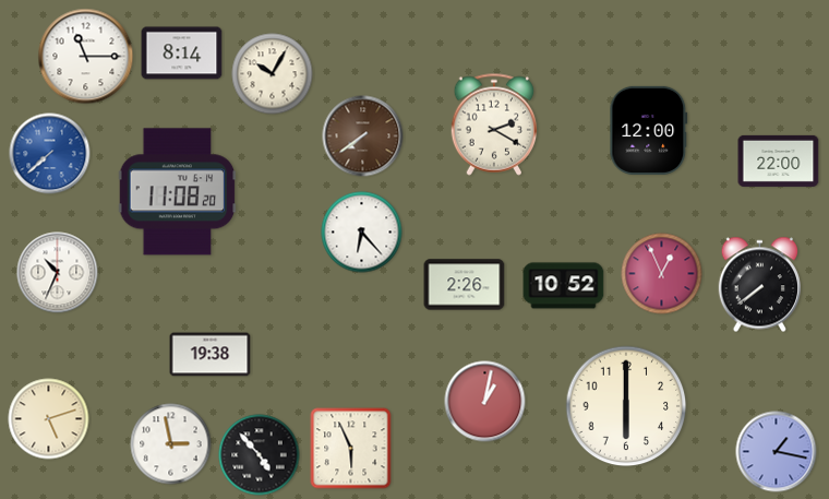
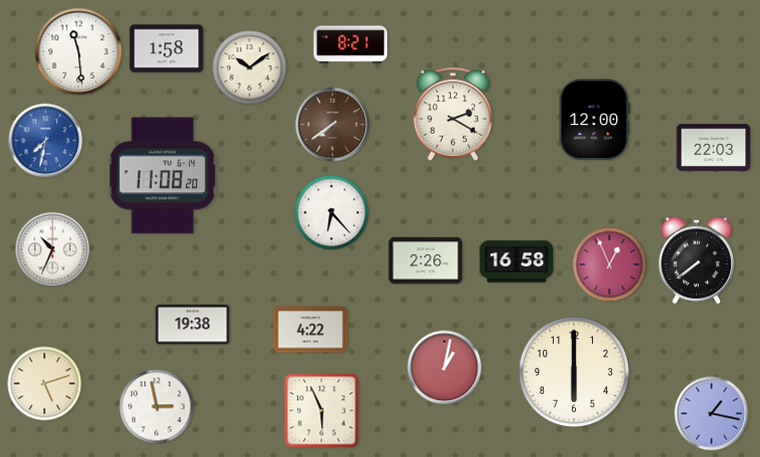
clock at (351, 45): none -> 8:21
clock at (182, 54): 8:14 -> 1:58
clock at (86, 57): 11:15 -> 11:29
clock at (273, 74): 10:05 -> 10:09
clock at (50, 154): 7:38 -> 7:32
clock at (779, 161): 22:00 -> 22:03
clock at (662, 274) position: (662, 274) -> (610, 265)
clock at (564, 286): 10:52 -> 16:58
clock at (311, 330): none -> 4:22
clock at (260, 455): 4:53 -> none
